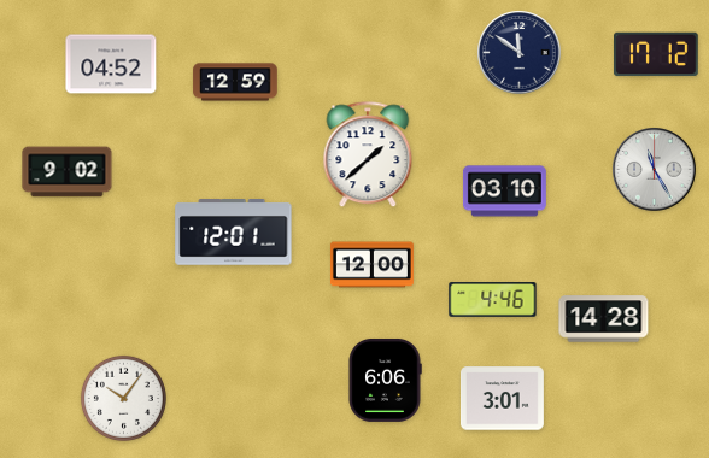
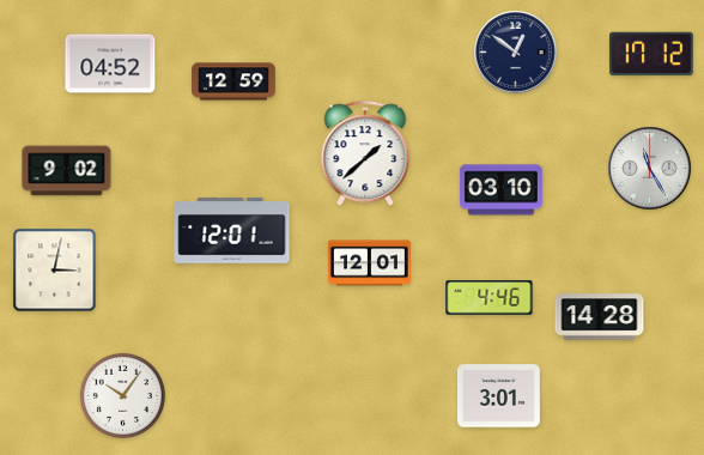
clock at (520, 53): 11:51 -> 12:51
clock at (371, 265): 12:00 -> 12:01
clock at (55, 271): none -> 3:02
clock at (385, 380): 6:06 -> none
